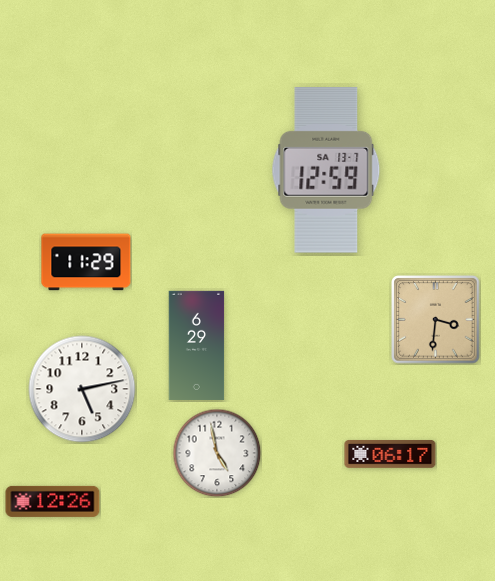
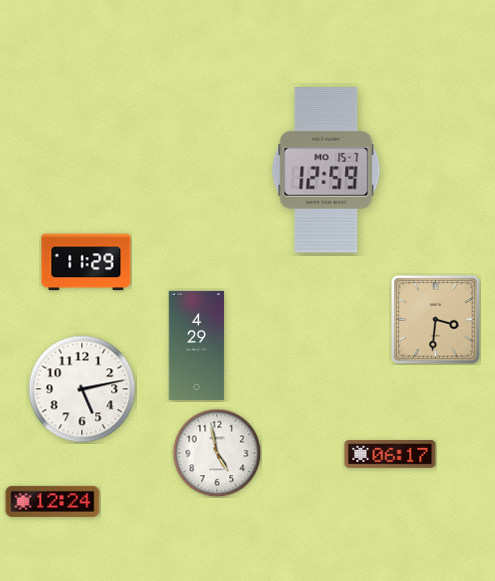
clock at (326, 170) date: SA 13-7 -> MO 15-7
clock at (197, 345): 6:29 -> 4:29
clock at (53, 501): 12:26 -> 12:24
